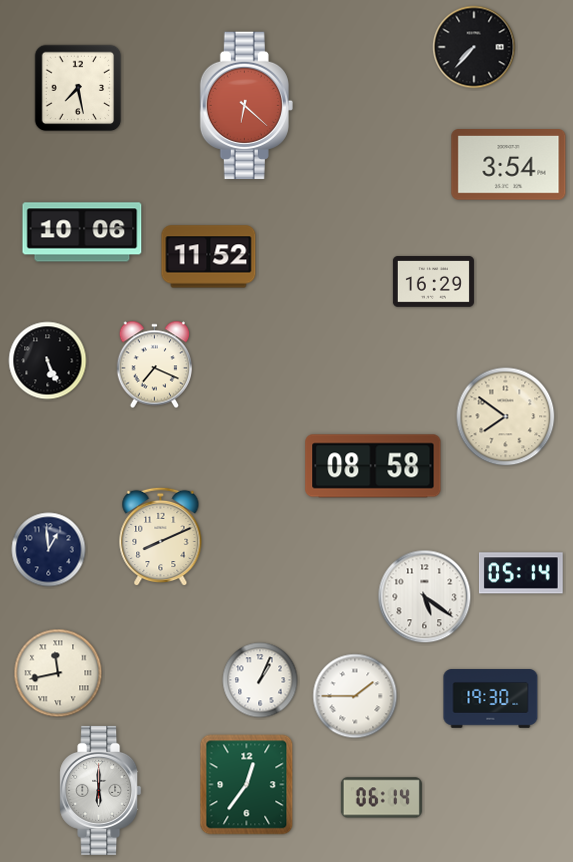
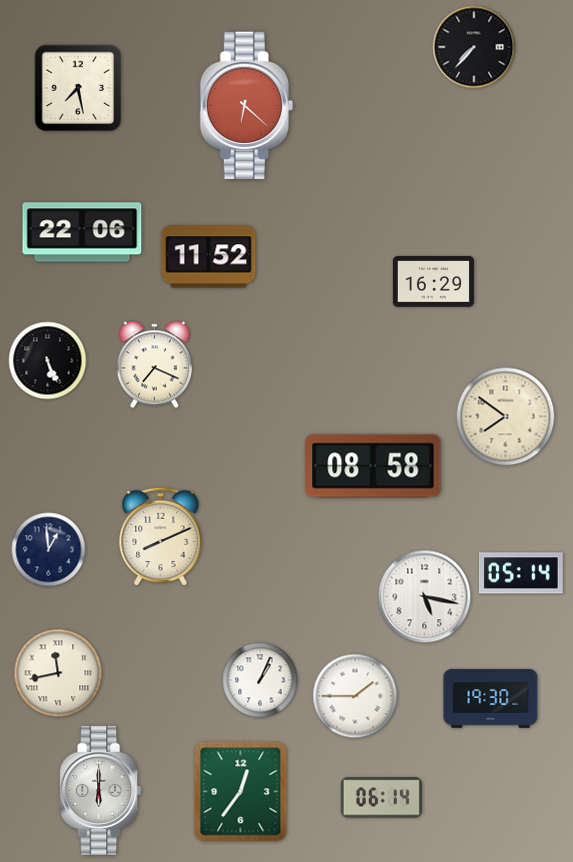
clock at (509, 165): 3:54 -> none
clock at (82, 232): 10:06 -> 22:06
clock at (425, 597): 5:21 -> 5:17
clock at (247, 785) position: (247, 785) -> (241, 792)
